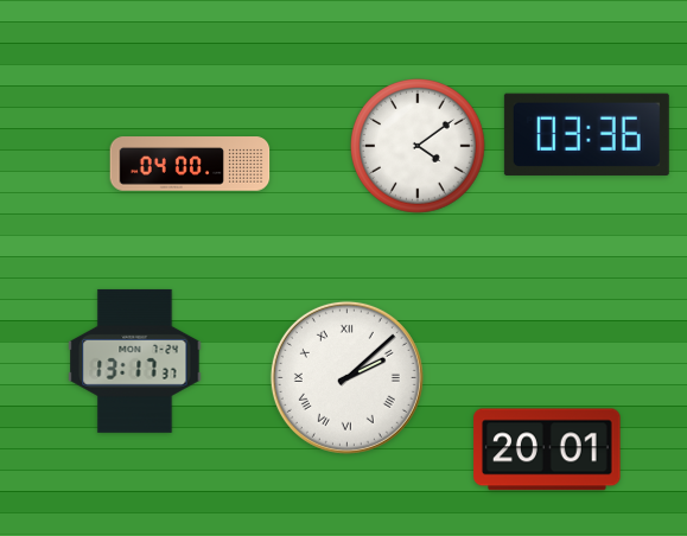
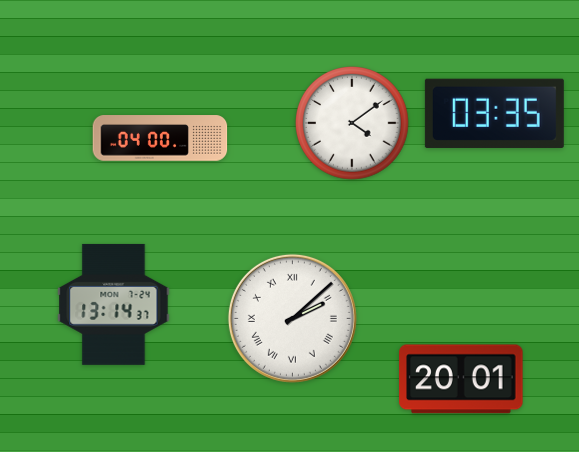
clock at (586, 134): 03:36 -> 03:35
clock at (135, 360): 13:17 -> 13:14
